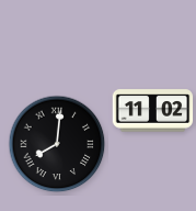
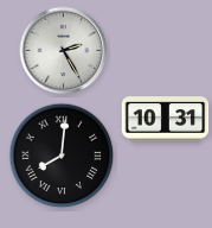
clock at (64, 51): none -> 2:25
clock at (153, 111): 11:02 -> 10:31
